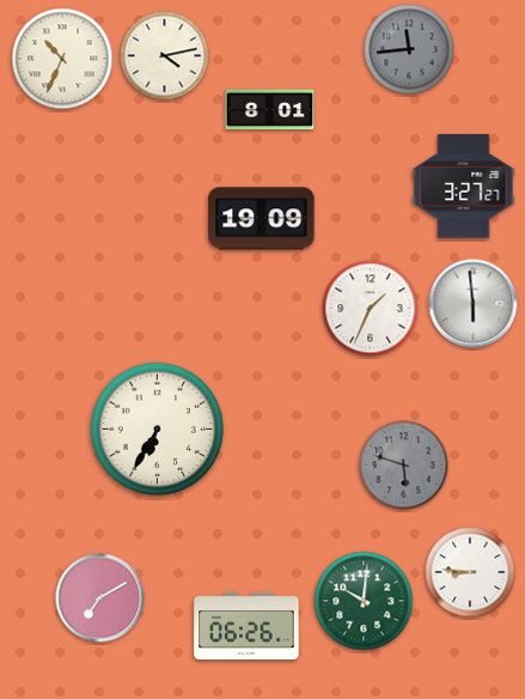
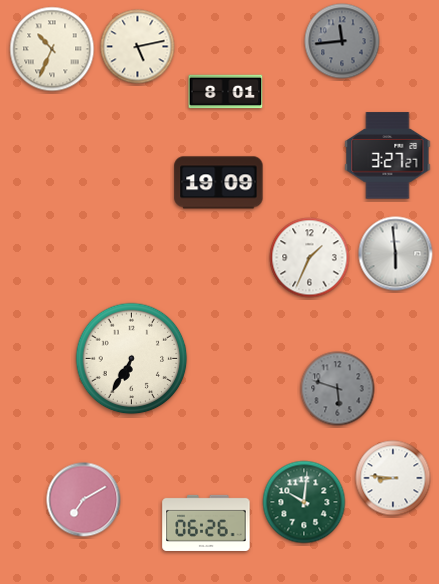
clock at (165, 56): 4:13 -> 5:13
